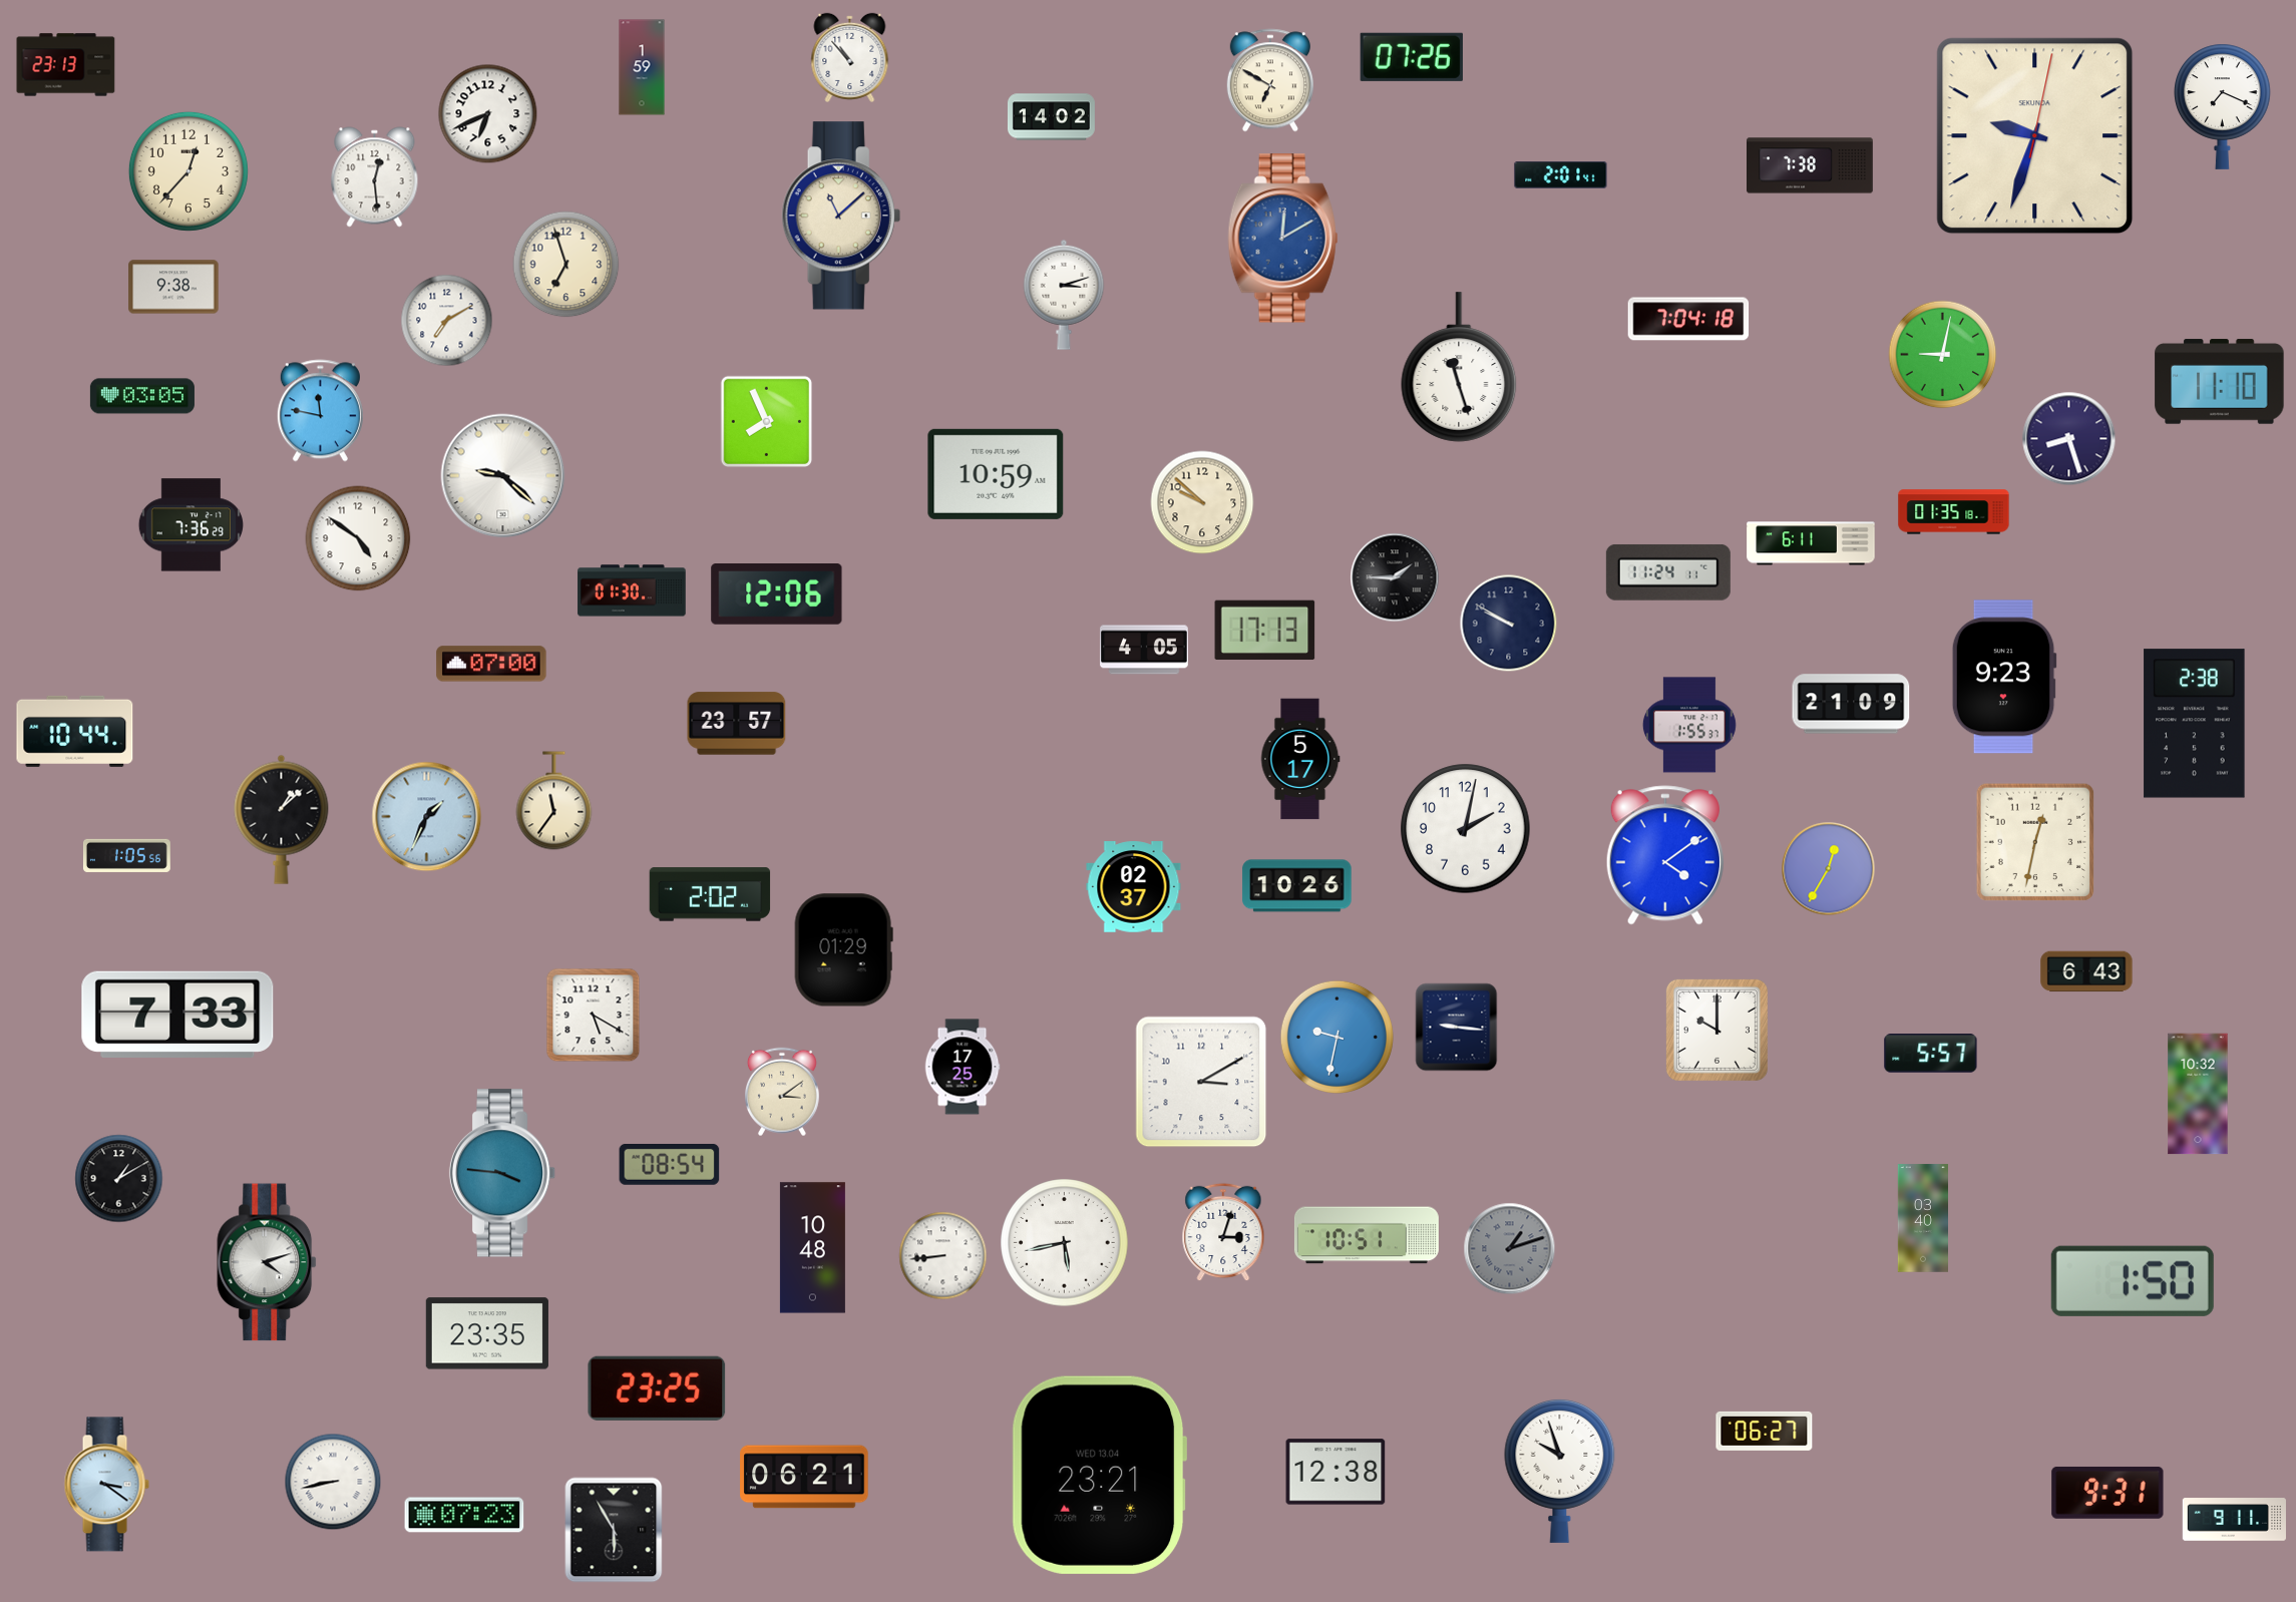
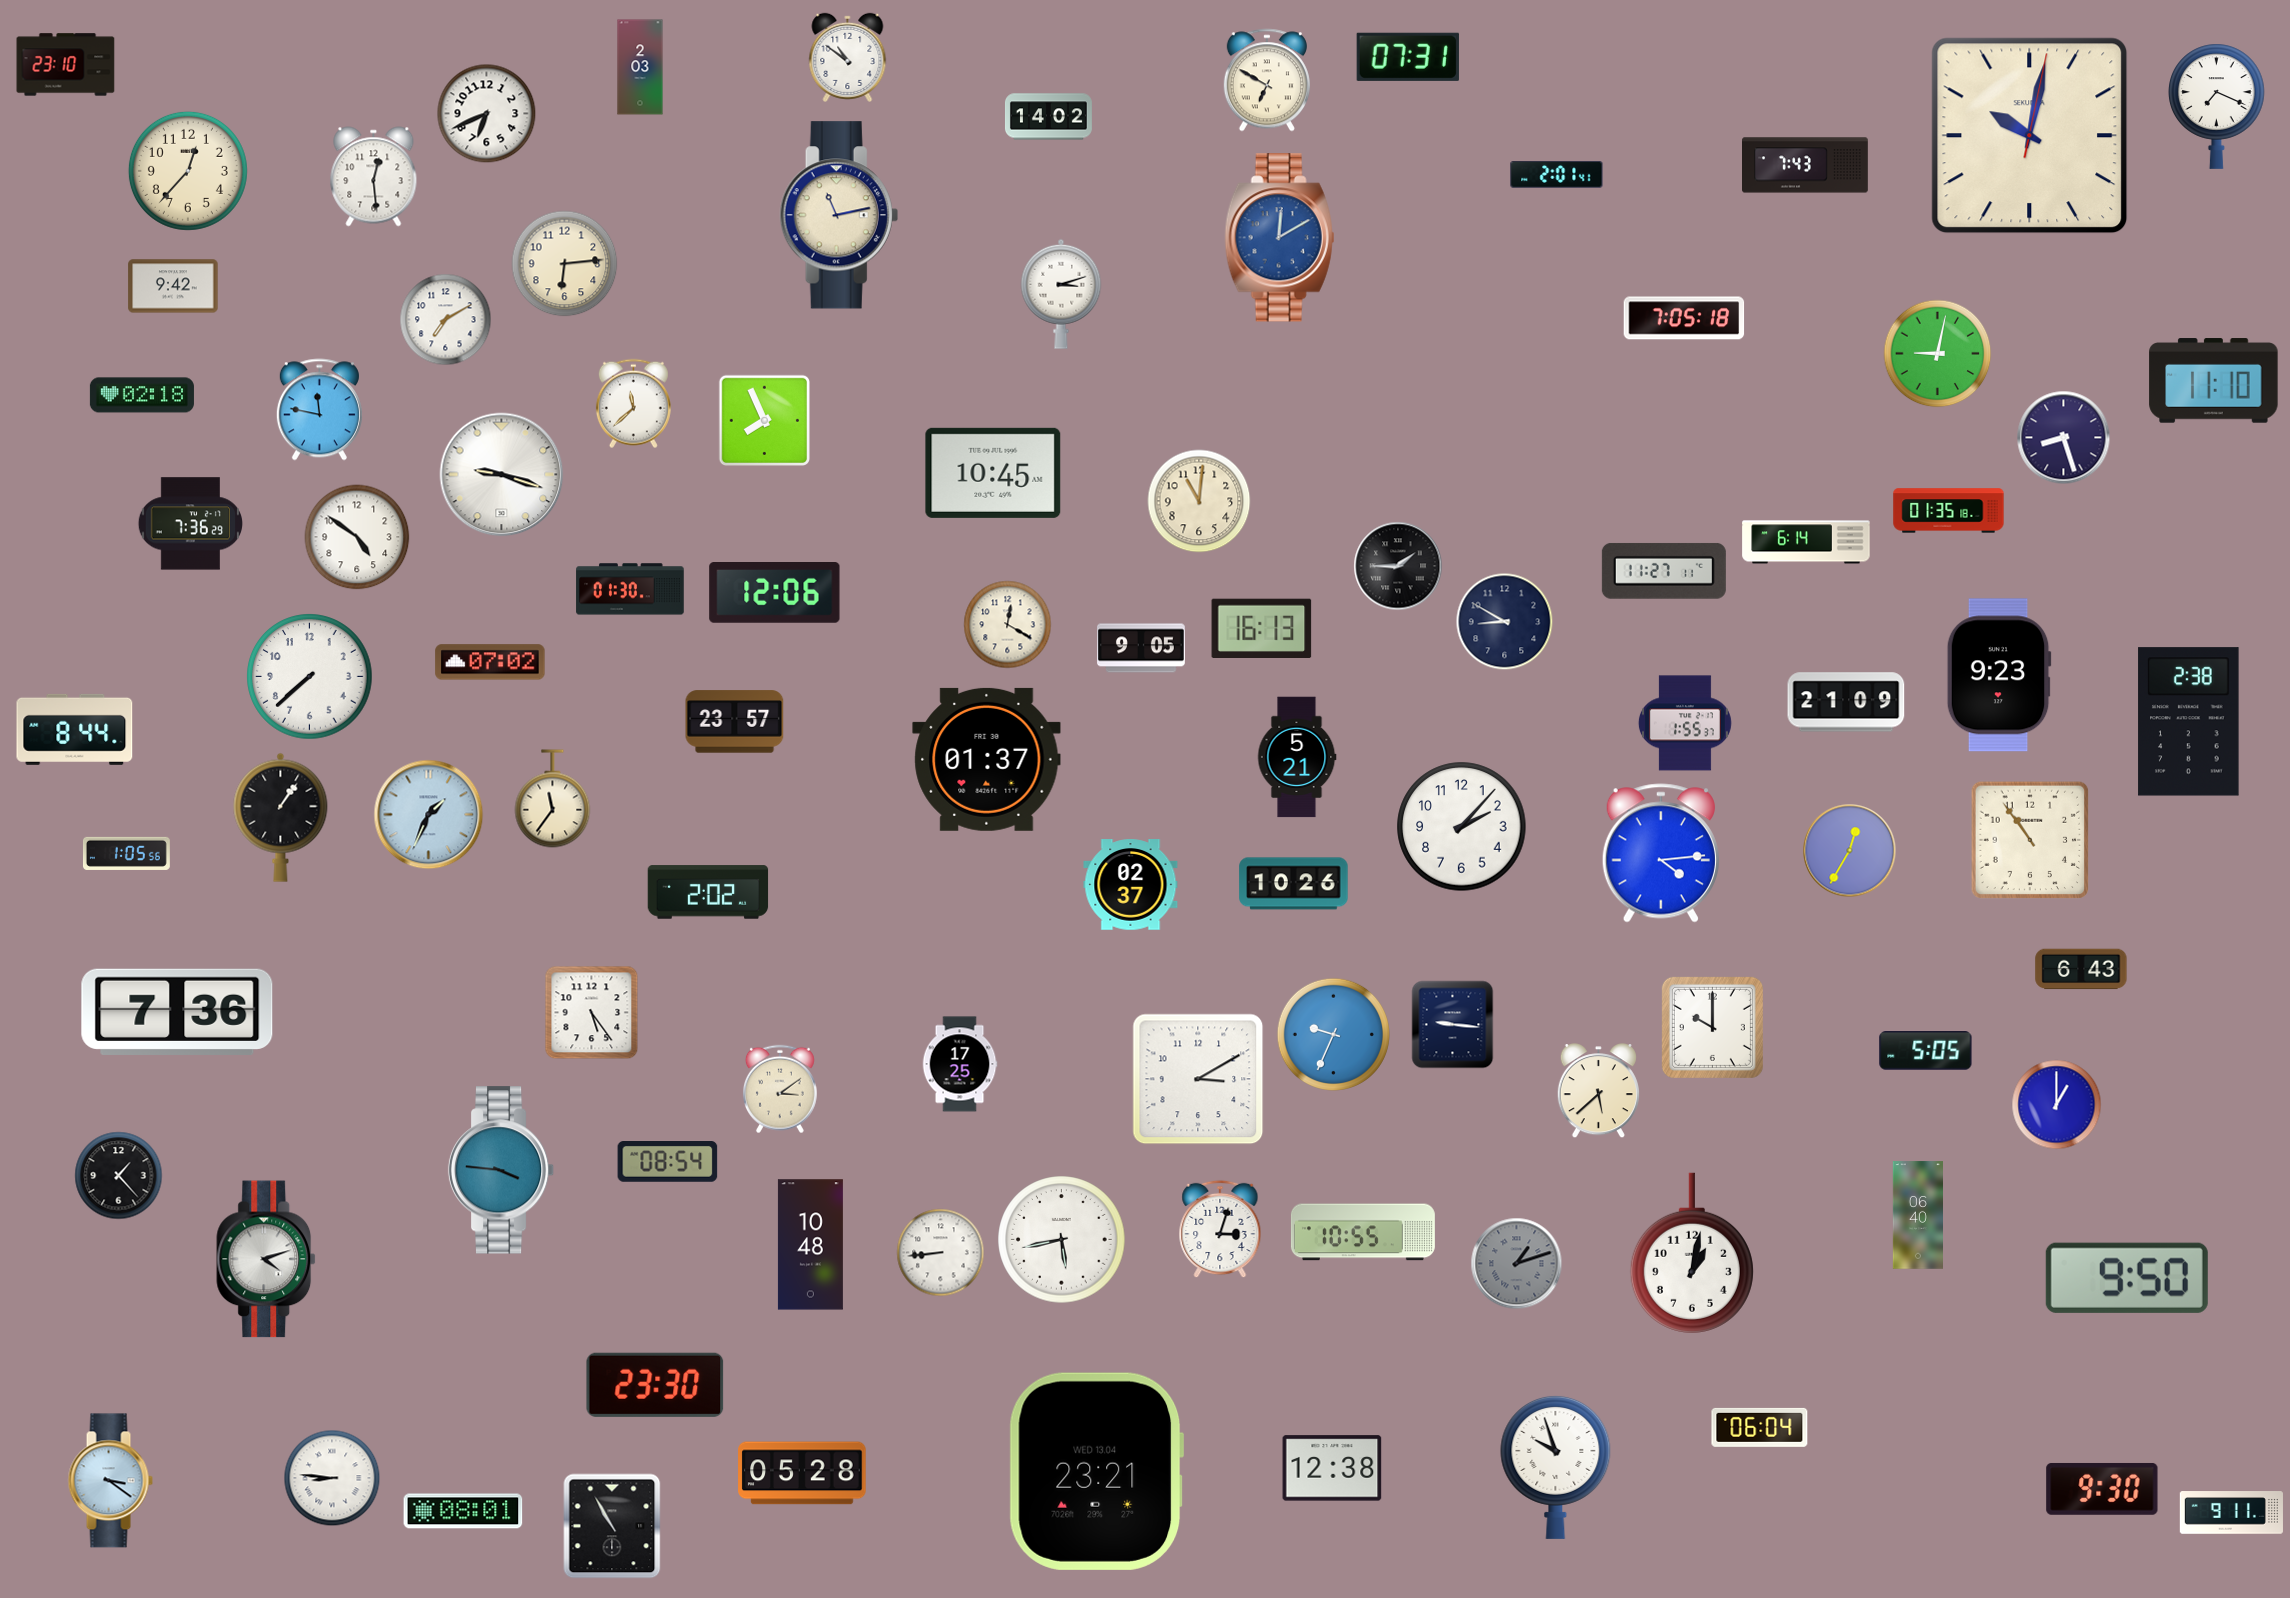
clock at (850, 57): 10:53 -> 10:51
clock at (1412, 57): 07:26 -> 07:31
clock at (66, 65): 23:13 -> 23:10
clock at (642, 67): 1:59 -> 2:03
clock at (2035, 136): 9:33 -> 10:02
clock at (1811, 165): 7:38 -> 7:43
clock at (841, 216): 11:08 -> 11:13
clock at (566, 265): 6:57 -> 6:14
clock at (173, 287): 9:38 -> 9:42
clock at (1688, 319): 7:04 -> 7:05
clock at (1459, 367): 11:27 -> none
clock at (142, 396): 03:05 -> 02:18
clock at (633, 404): none -> 11:38
clock at (996, 474): 10:59 -> 10:45
clock at (503, 476): 9:22 -> 9:18
clock at (1202, 502): 9:52 -> 11:01
clock at (1811, 543): 6:11 -> 6:14
clock at (1668, 572): 11:24 -> 11:27
clock at (1395, 577) position: (1395, 577) -> (1398, 566)
clock at (1509, 624): 9:50 -> 8:50
clock at (1008, 625): none -> 12:20
clock at (1265, 630): 17:13 -> 16:13
clock at (1144, 650): 4:05 -> 9:05
clock at (491, 664): 07:00 -> 07:02
clock at (310, 677): none -> 7:38
clock at (75, 731): 10:44 -> 8:44
clock at (1300, 759): 5:17 -> 5:21
clock at (987, 759): none -> 01:37
clock at (427, 817) position: (427, 817) -> (429, 815)
clock at (282, 819): 1:08 -> 1:06
clock at (1466, 829): 2:02 -> 2:07
clock at (2035, 842): 12:32 -> 10:54
clock at (1665, 855): 4:09 -> 4:14
clock at (1829, 869) position: (1829, 869) -> (1850, 851)
clock at (843, 950): 01:29 -> none
clock at (177, 1015): 7:33 -> 7:36
clock at (594, 1016): 5:20 -> 5:24
clock at (1336, 1037): 9:32 -> 9:34
clock at (1931, 1054): 5:57 -> 5:05
clock at (1598, 1091): none -> 5:38
clock at (2198, 1094): 10:32 -> none
clock at (2057, 1105): none -> 1:00
clock at (119, 1179): 1:10 -> 1:23
clock at (1922, 1218): 03:40 -> 06:40
clock at (1367, 1235): 10:51 -> 10:55
clock at (1510, 1249) position: (1510, 1249) -> (1517, 1264)
clock at (1692, 1253): none -> 1:02
clock at (2133, 1281): 1:50 -> 9:50
clock at (487, 1333): 23:35 -> none
clock at (657, 1388): 23:25 -> 23:30
clock at (1765, 1431): 06:27 -> 06:04
clock at (804, 1477): 06:21 -> 05:28
clock at (333, 1482): 8:43 -> 8:46
clock at (106, 1485) position: (106, 1485) -> (110, 1481)
clock at (2108, 1493): 9:31 -> 9:30
clock at (464, 1515): 07:23 -> 08:01
clock at (2234, 1520) position: (2234, 1520) -> (2231, 1513)
clock at (614, 1530): 5:55 -> 10:55
